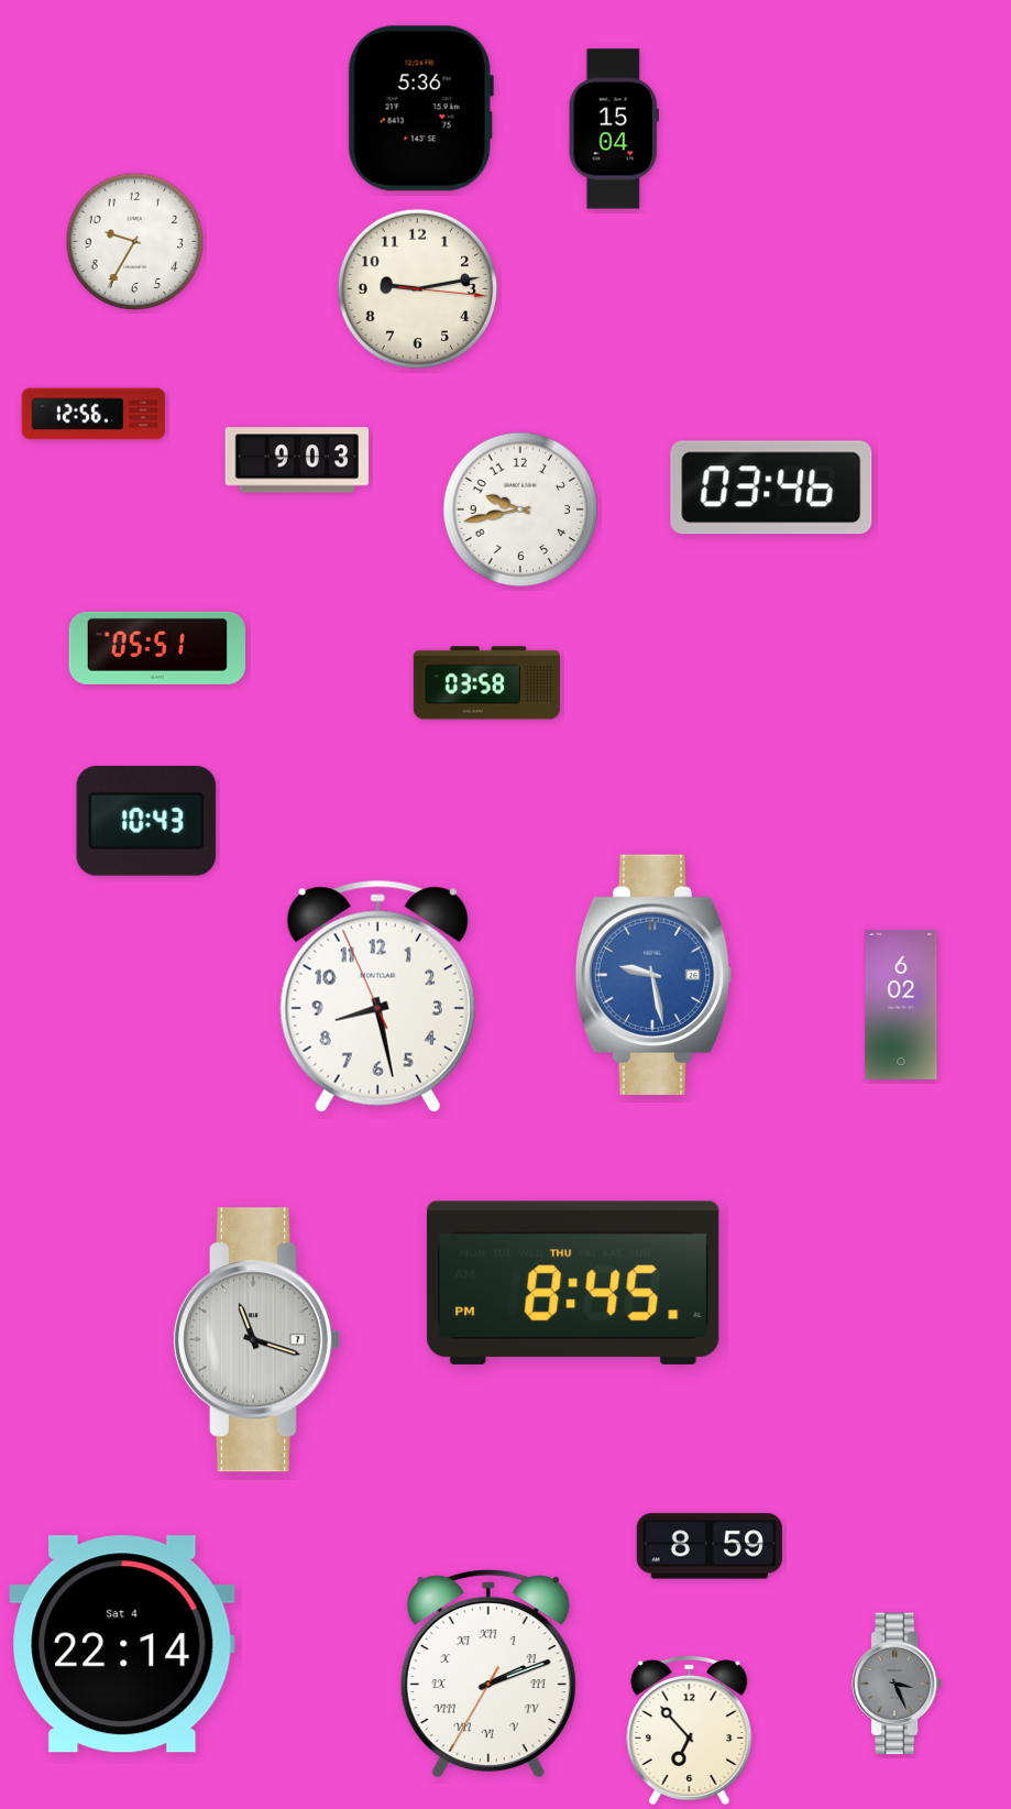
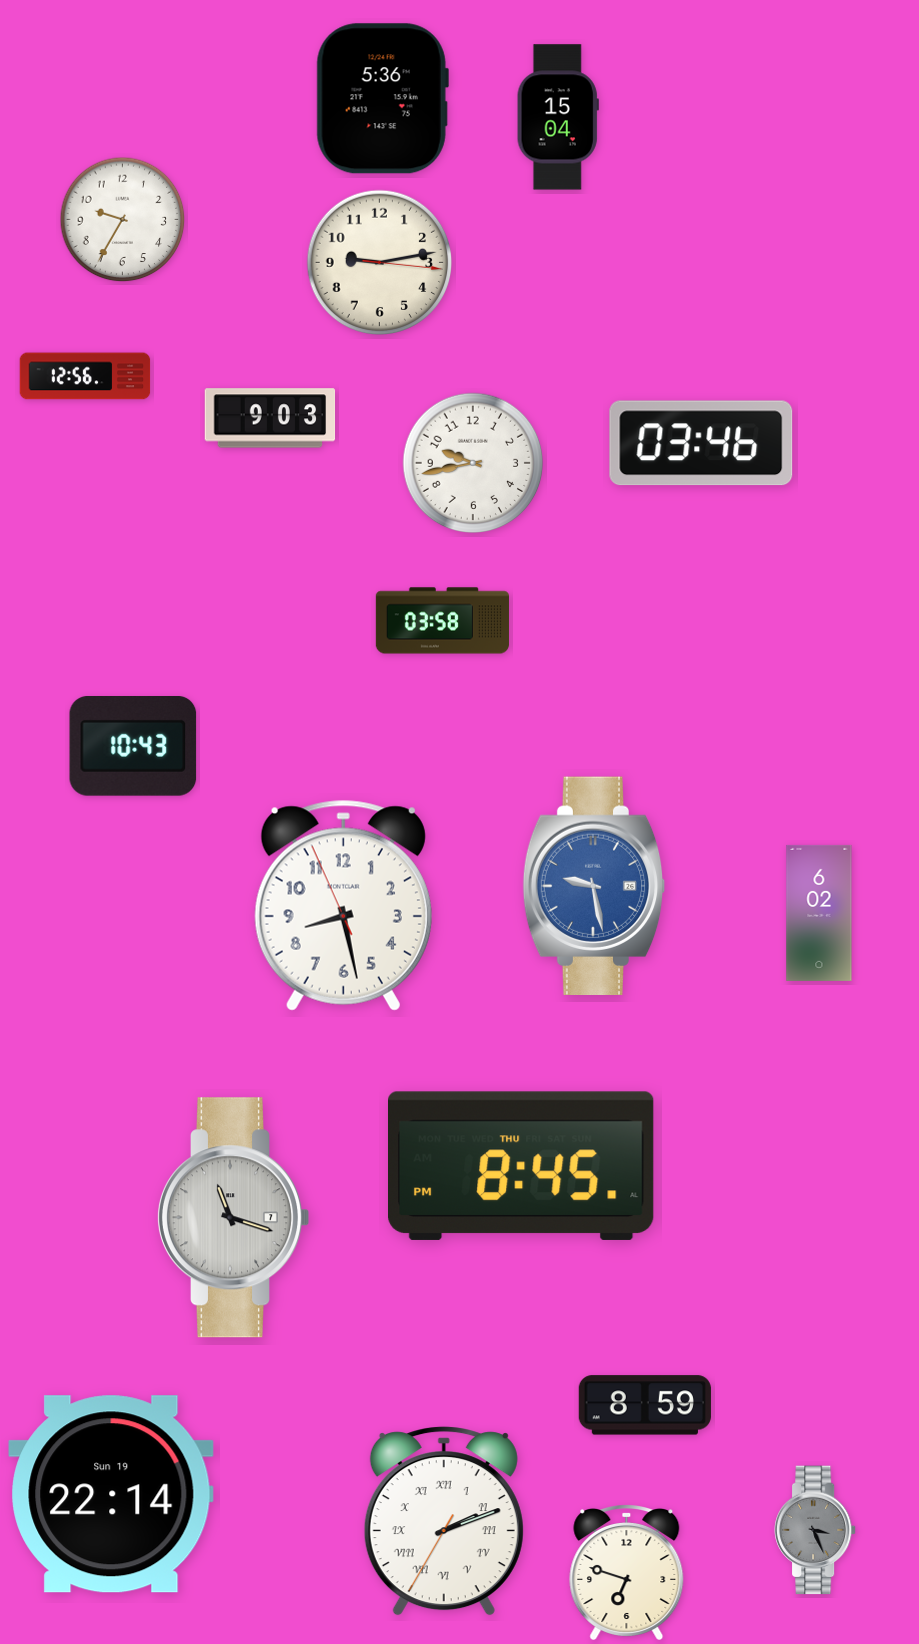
clock at (157, 648): 05:51 -> none
clock at (122, 1644) date: Sat 4 -> Sun 19
clock at (690, 1731): 6:53 -> 6:48
